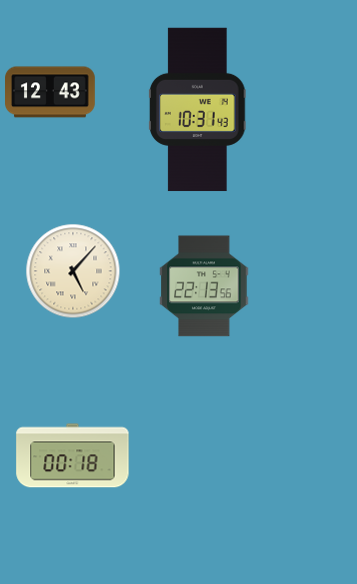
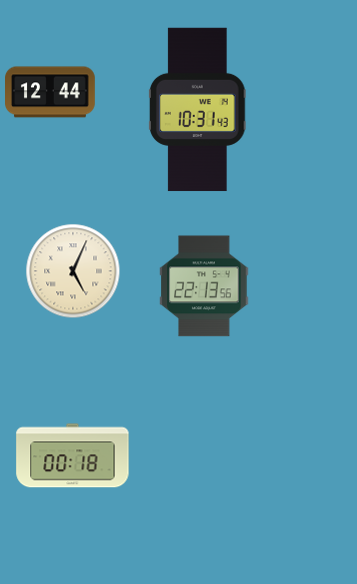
clock at (51, 92): 12:43 -> 12:44
clock at (73, 271): 5:07 -> 5:04
